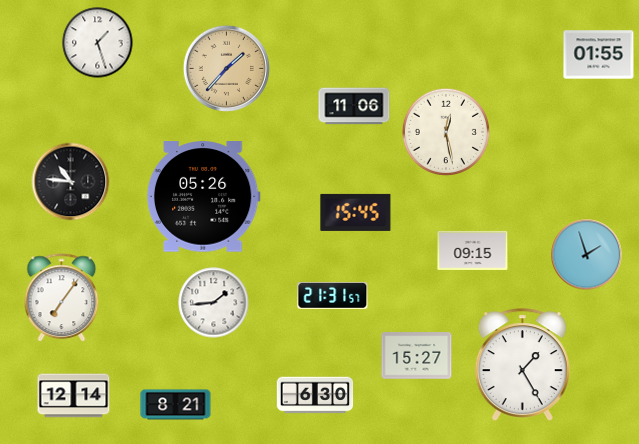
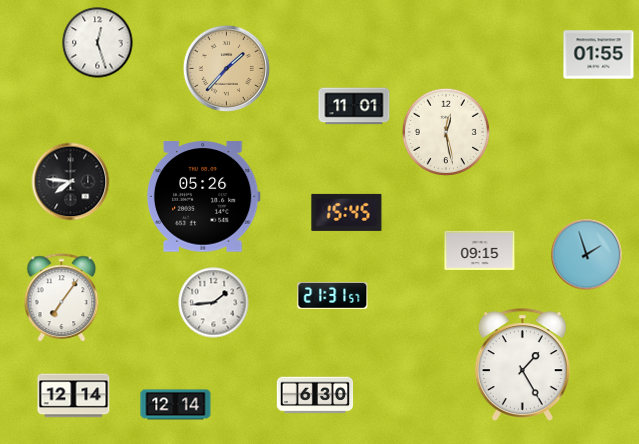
clock at (98, 43): 1:27 -> 12:27
clock at (354, 106): 11:06 -> 11:01
clock at (71, 182): 10:46 -> 7:46
clock at (356, 212) position: (356, 212) -> (347, 212)
clock at (473, 250) position: (473, 250) -> (480, 250)
clock at (417, 356): 15:27 -> none
clock at (176, 405): 8:21 -> 12:14
